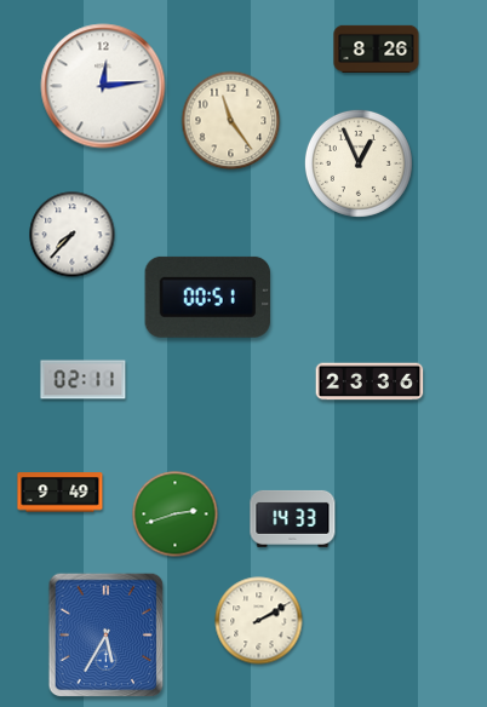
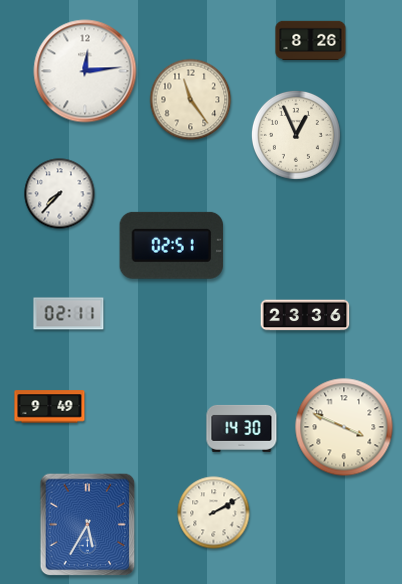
clock at (207, 297): 00:51 -> 02:51
clock at (176, 515): 2:42 -> none
clock at (344, 427): none -> 3:49
clock at (293, 518): 14:33 -> 14:30
